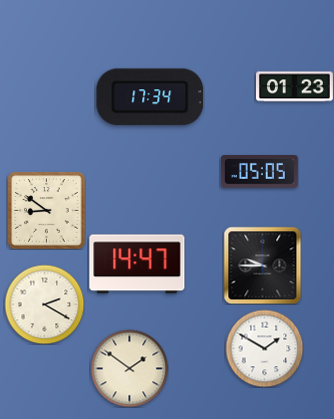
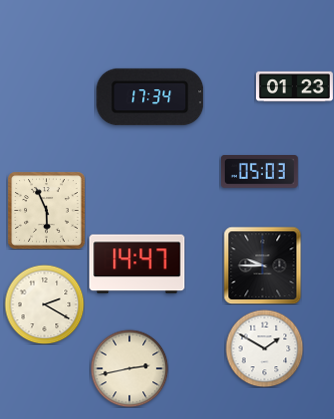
clock at (259, 172): 05:05 -> 05:03
clock at (46, 210): 8:51 -> 5:56
clock at (129, 368): 1:51 -> 2:43
